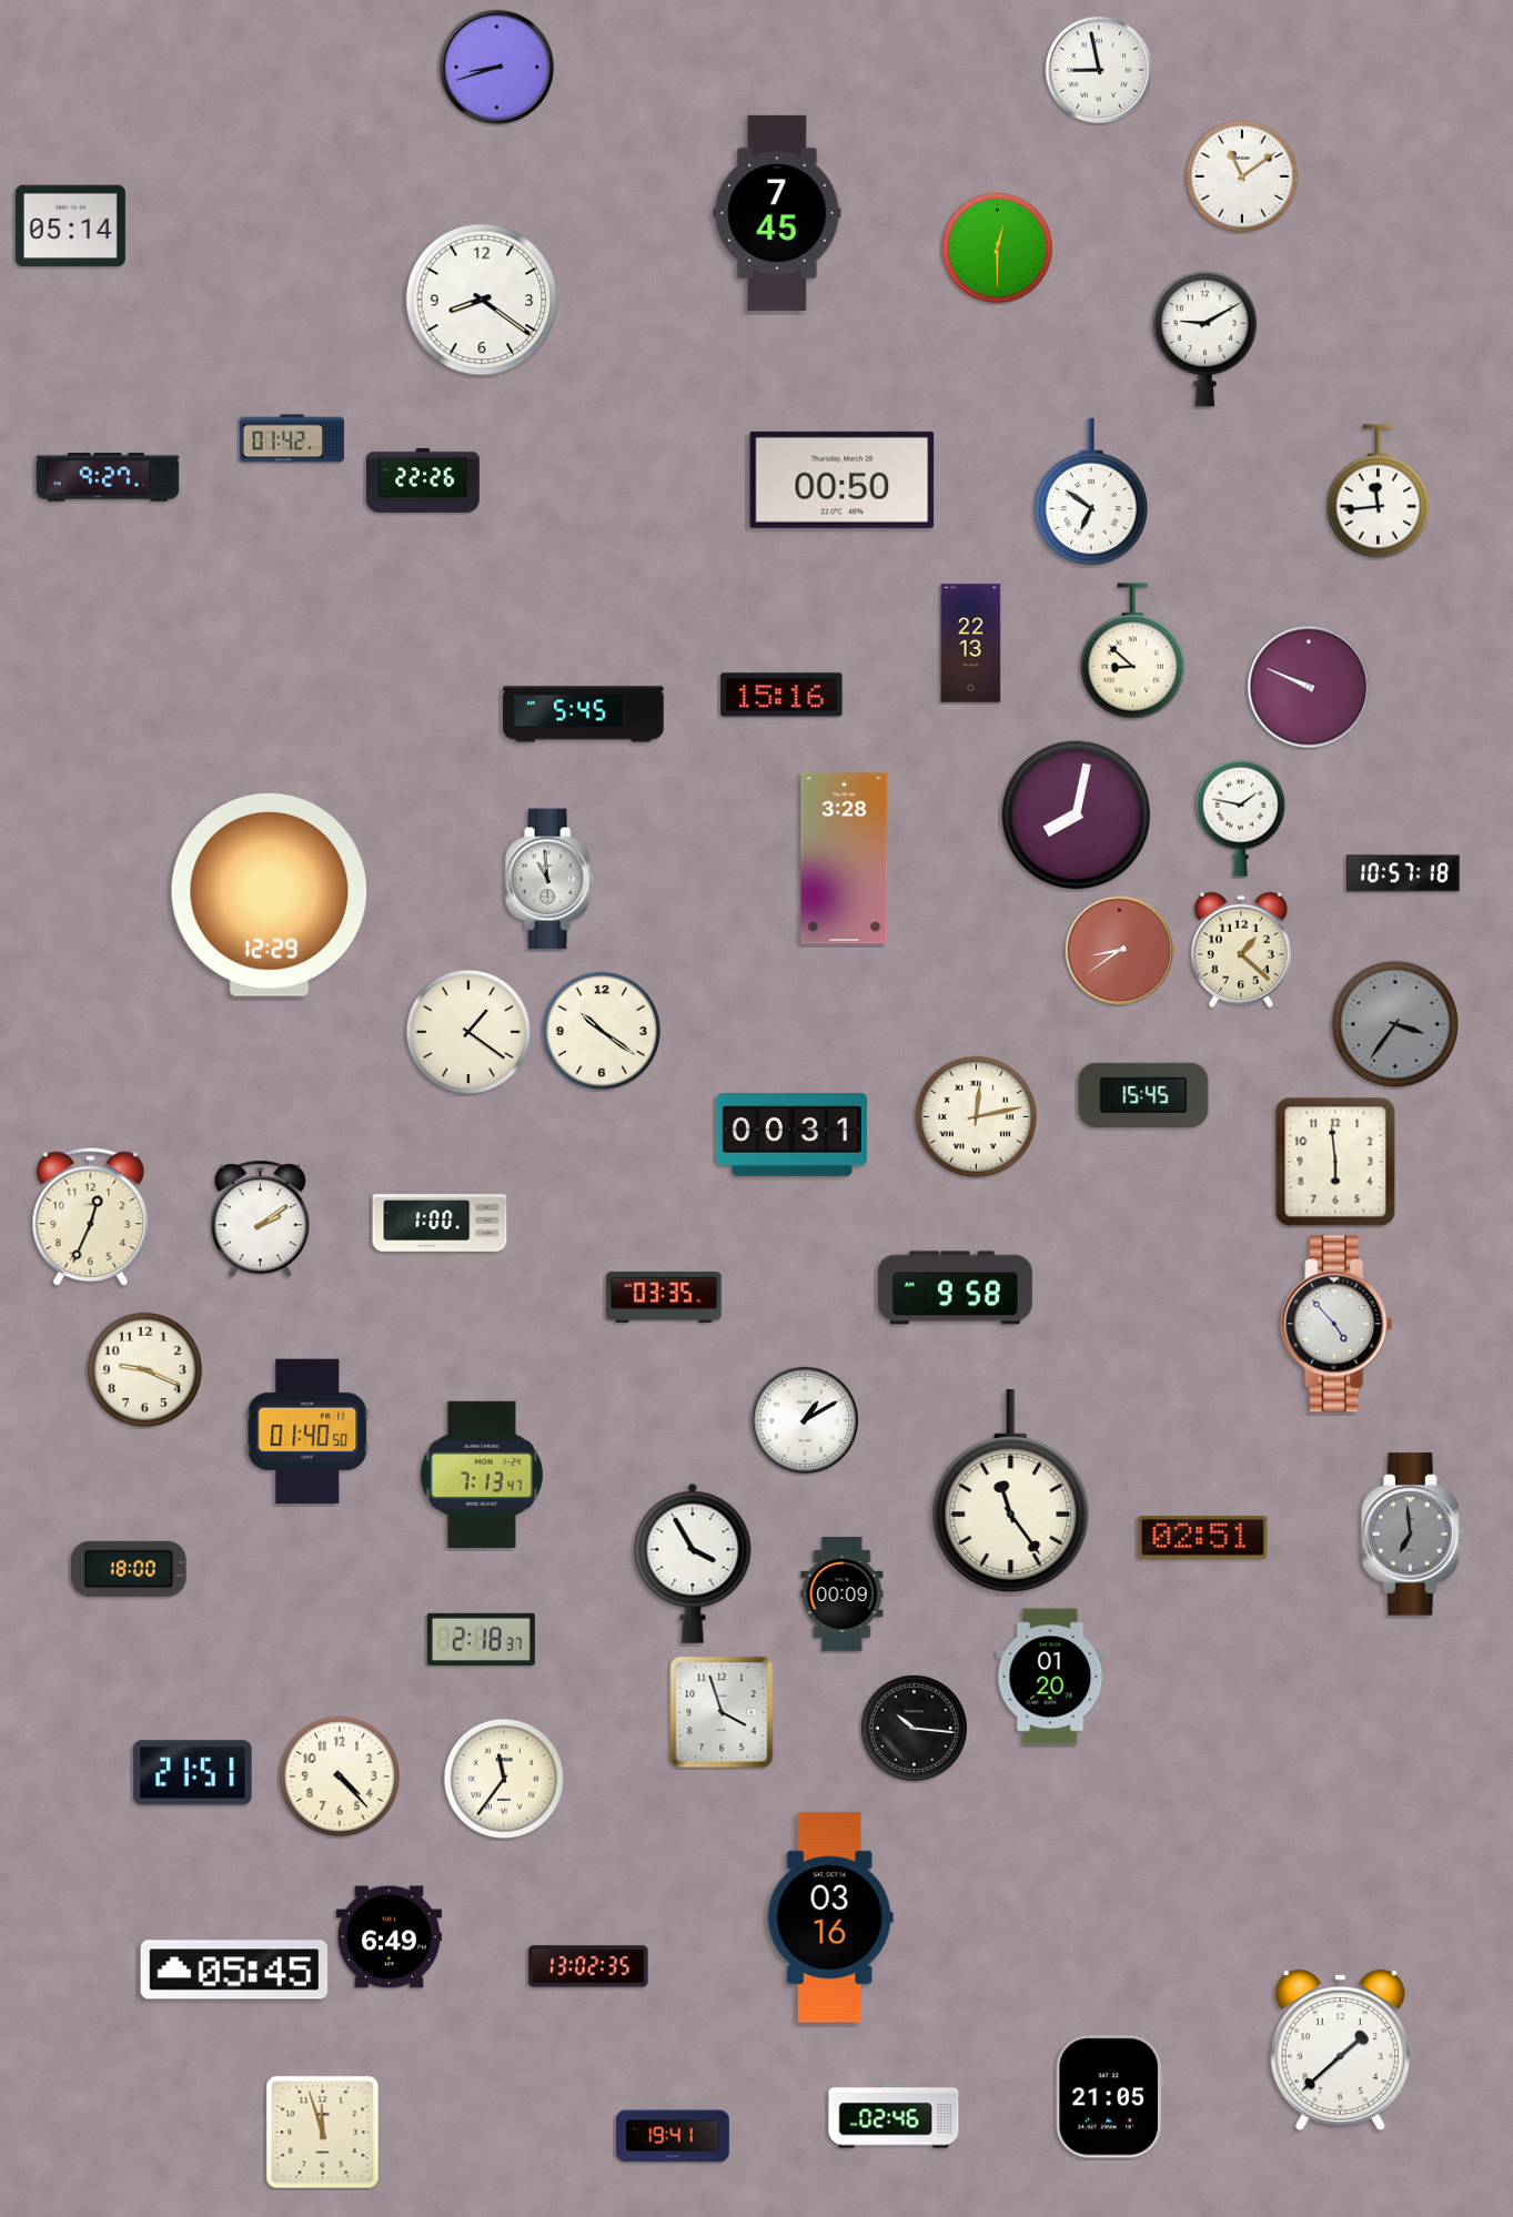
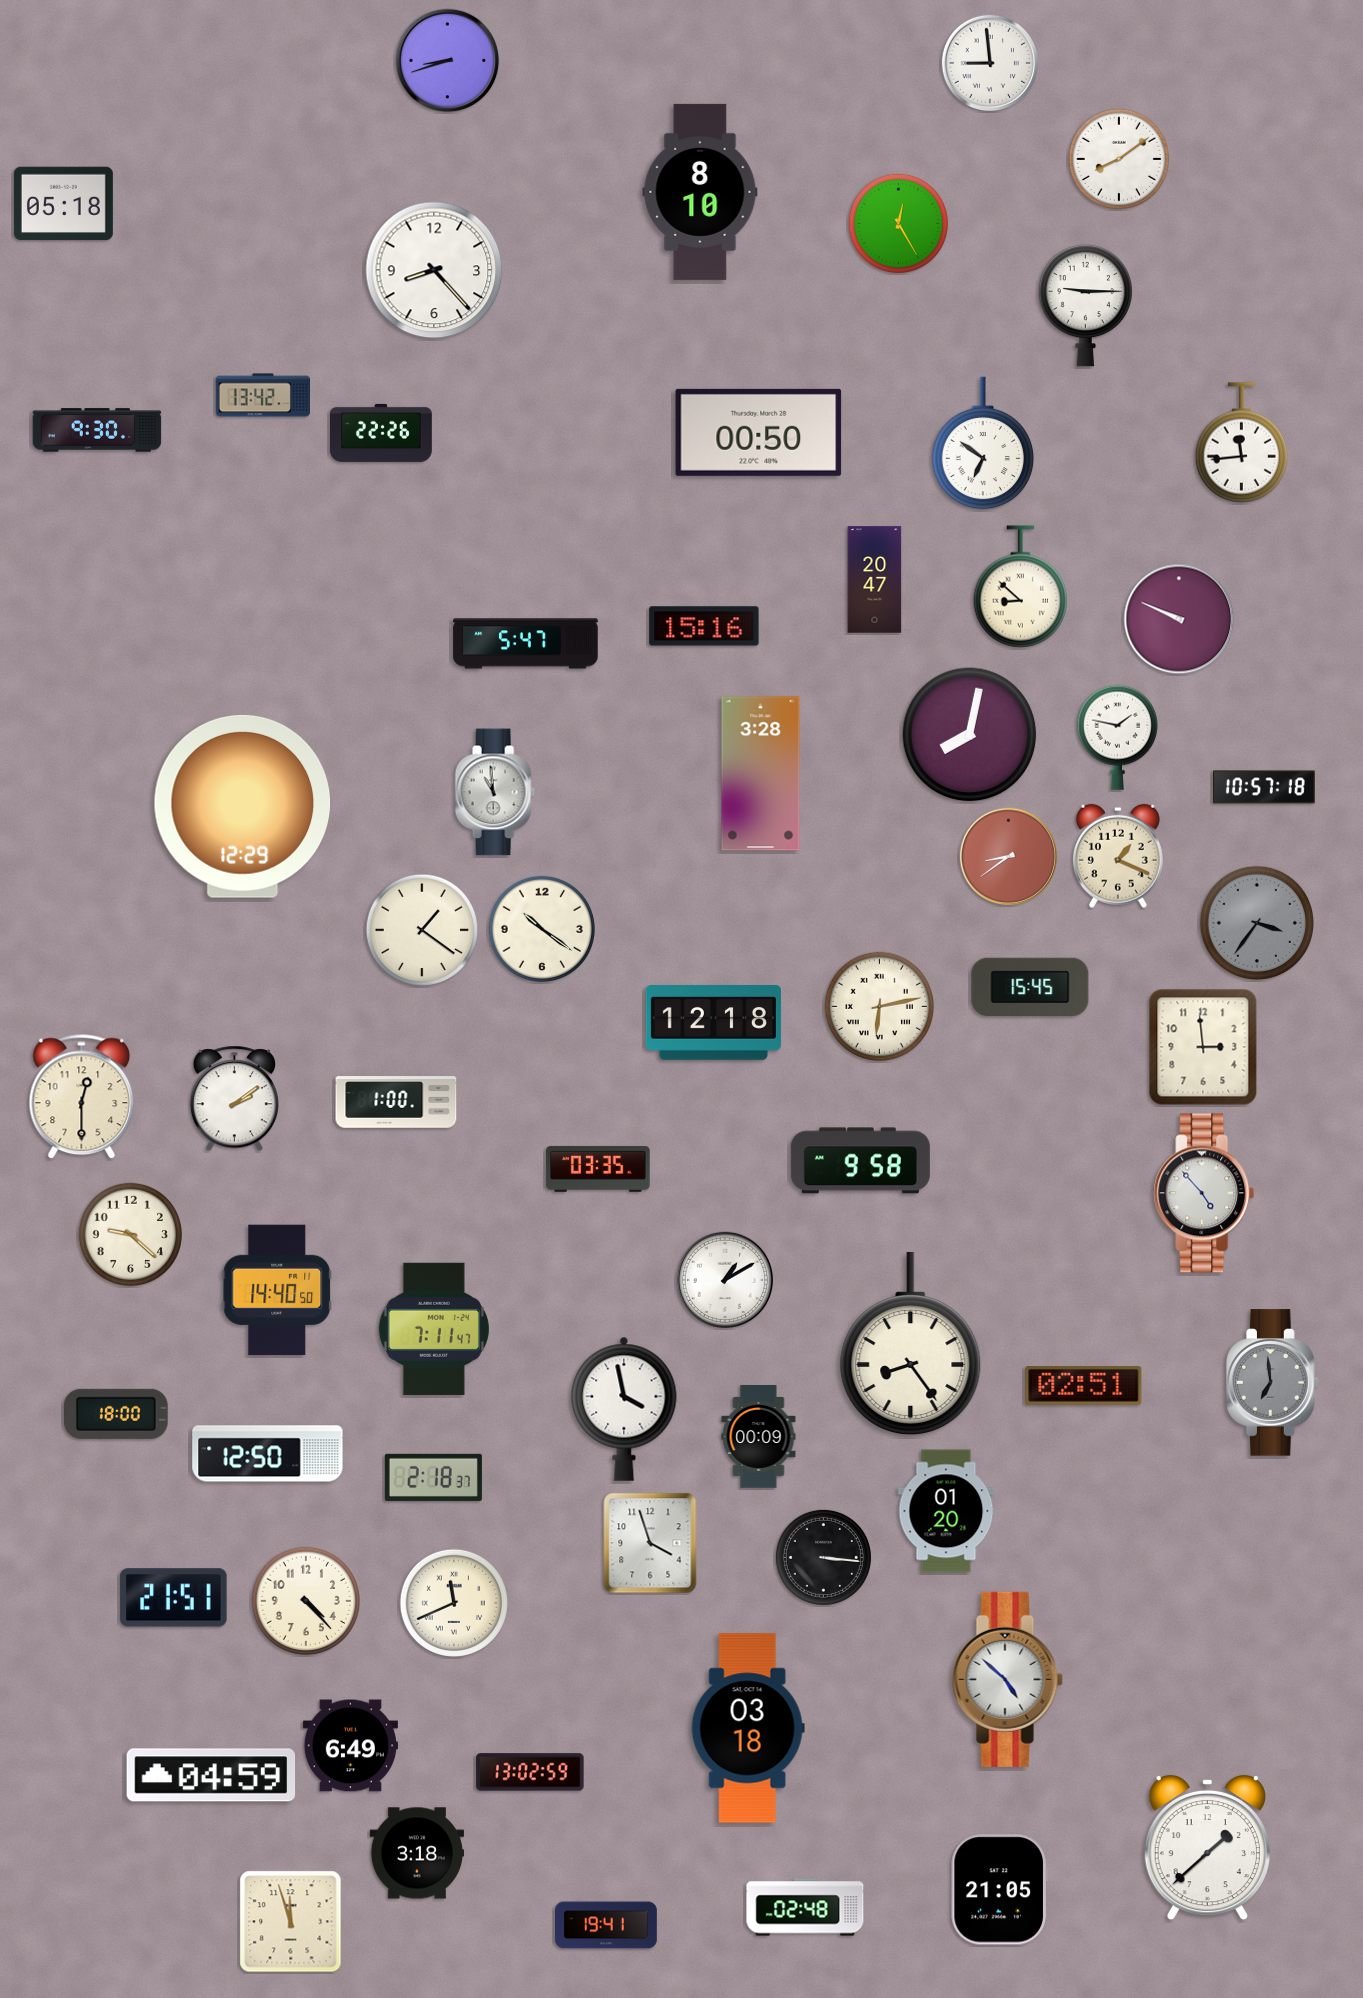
clock at (1098, 69): 8:58 -> 8:59
clock at (1242, 176): 11:09 -> 8:09
clock at (777, 213): 7:45 -> 8:10
clock at (70, 226): 05:14 -> 05:18
clock at (997, 247): 12:30 -> 12:25
clock at (482, 300): 8:21 -> 8:23
clock at (1204, 338): 9:10 -> 9:15
clock at (291, 438): 01:42 -> 13:42
clock at (108, 477): 9:27 -> 9:30
clock at (971, 644): 22:13 -> 20:47
clock at (584, 715): 5:45 -> 5:47
clock at (1241, 950): 1:22 -> 1:19
clock at (976, 1116): 12:13 -> 6:13
clock at (791, 1135): 00:31 -> 12:18
clock at (1335, 1162): 5:59 -> 2:59
clock at (91, 1217): 12:34 -> 12:30
clock at (144, 1369): 9:19 -> 9:22
clock at (307, 1431): 01:40 -> 14:40
clock at (482, 1474): 7:13 -> 7:11
clock at (1011, 1490): 11:24 -> 8:24
clock at (693, 1563): 3:55 -> 3:58
clock at (268, 1454): none -> 12:50
clock at (914, 1728): 10:16 -> 3:16
clock at (504, 1779): 11:36 -> 11:41
clock at (1007, 1679): none -> 4:52
clock at (830, 1917): 03:16 -> 03:18
clock at (588, 1966): 13:02:35 -> 13:02:59
clock at (234, 1970): 05:45 -> 04:59
clock at (416, 1853): none -> 3:18
clock at (894, 2116): 02:46 -> 02:48
